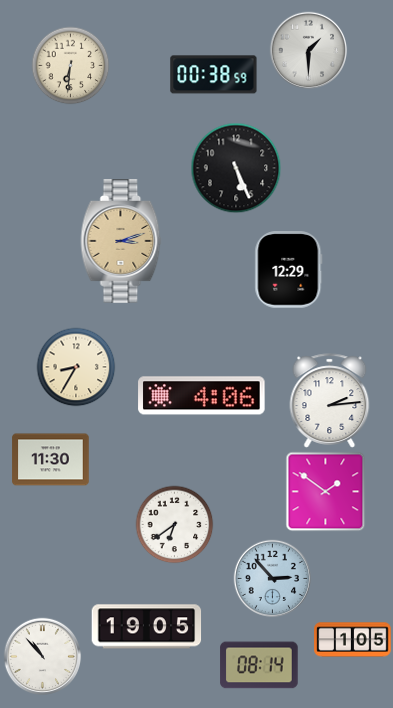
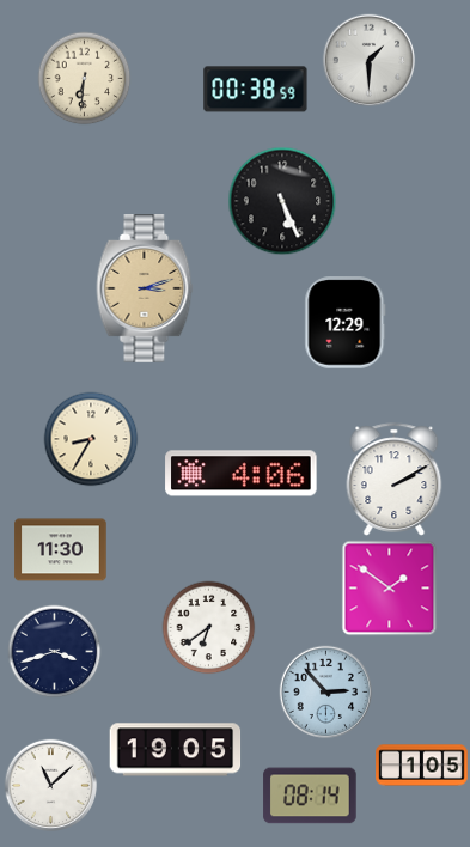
clock at (330, 401): 2:14 -> 2:10
clock at (54, 651): none -> 3:42
clock at (42, 656): 10:53 -> 11:08
